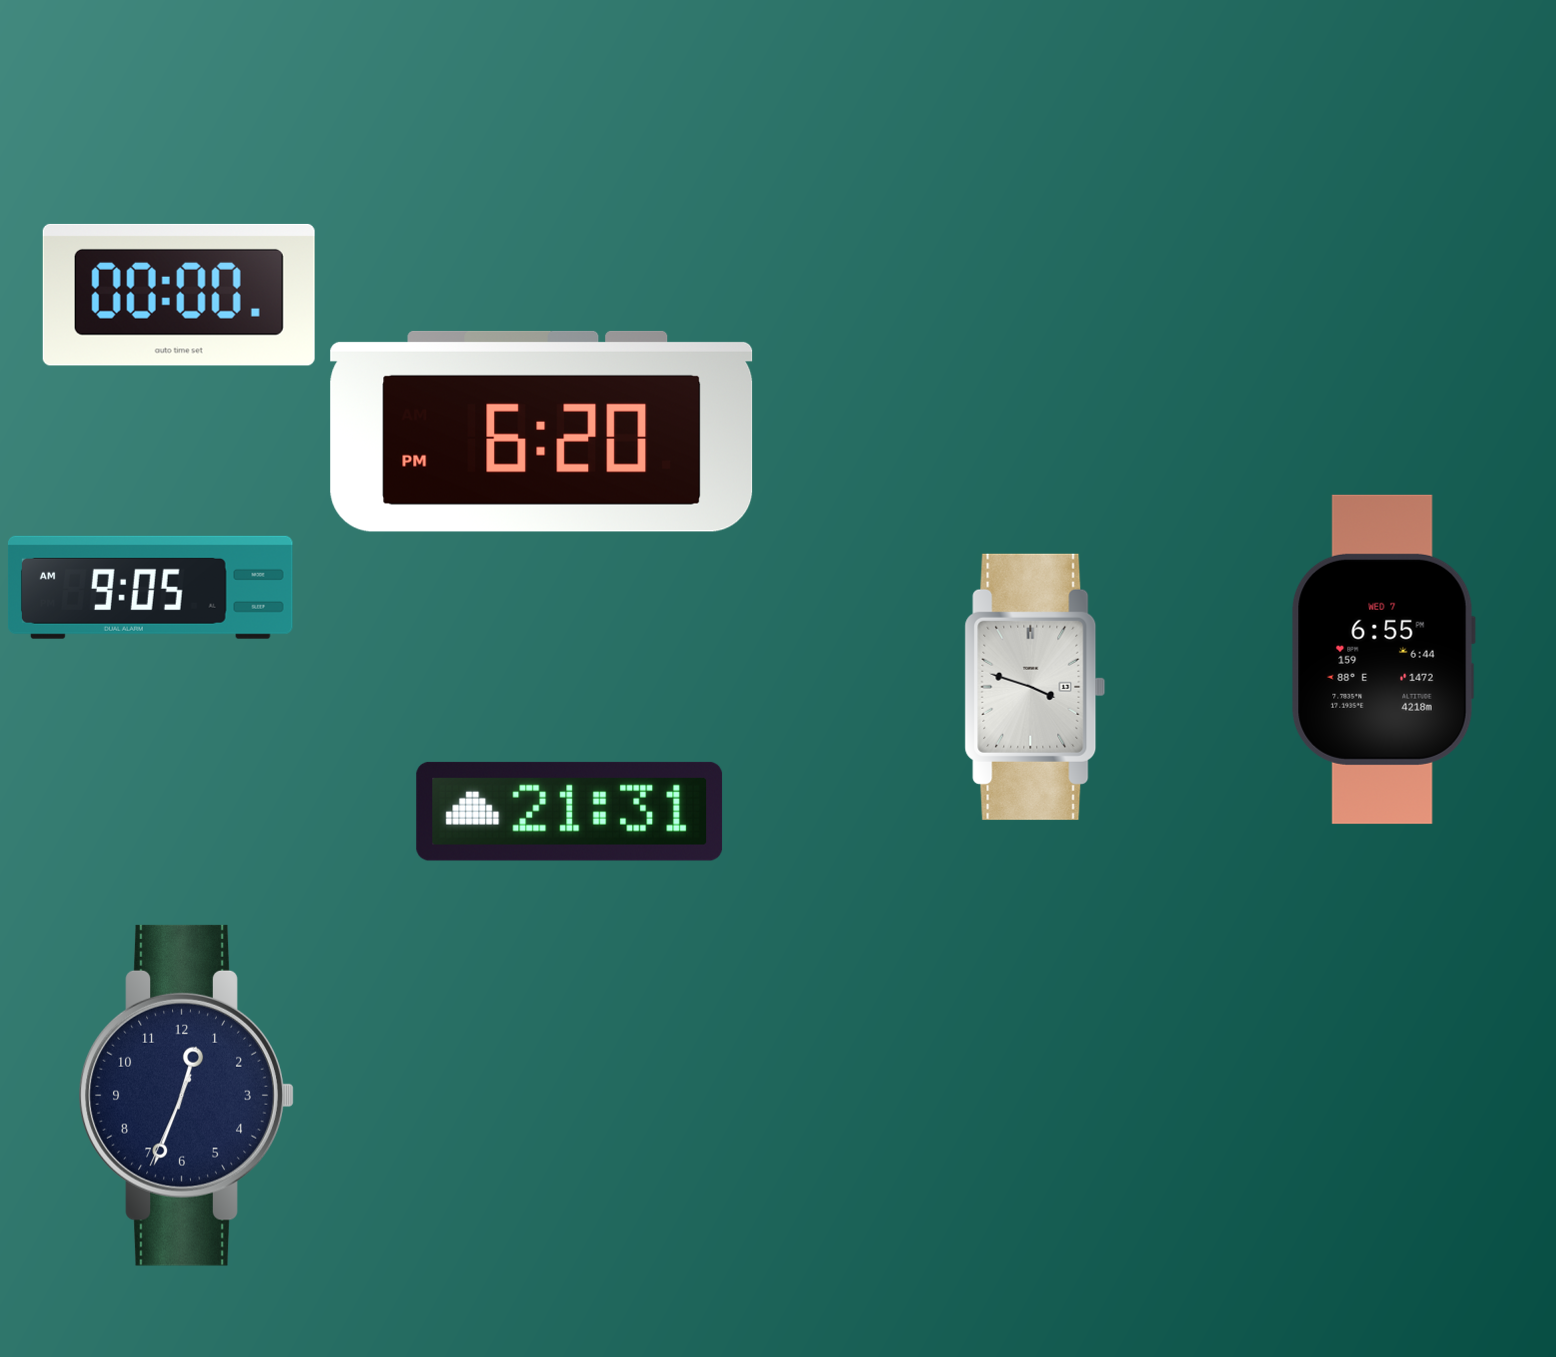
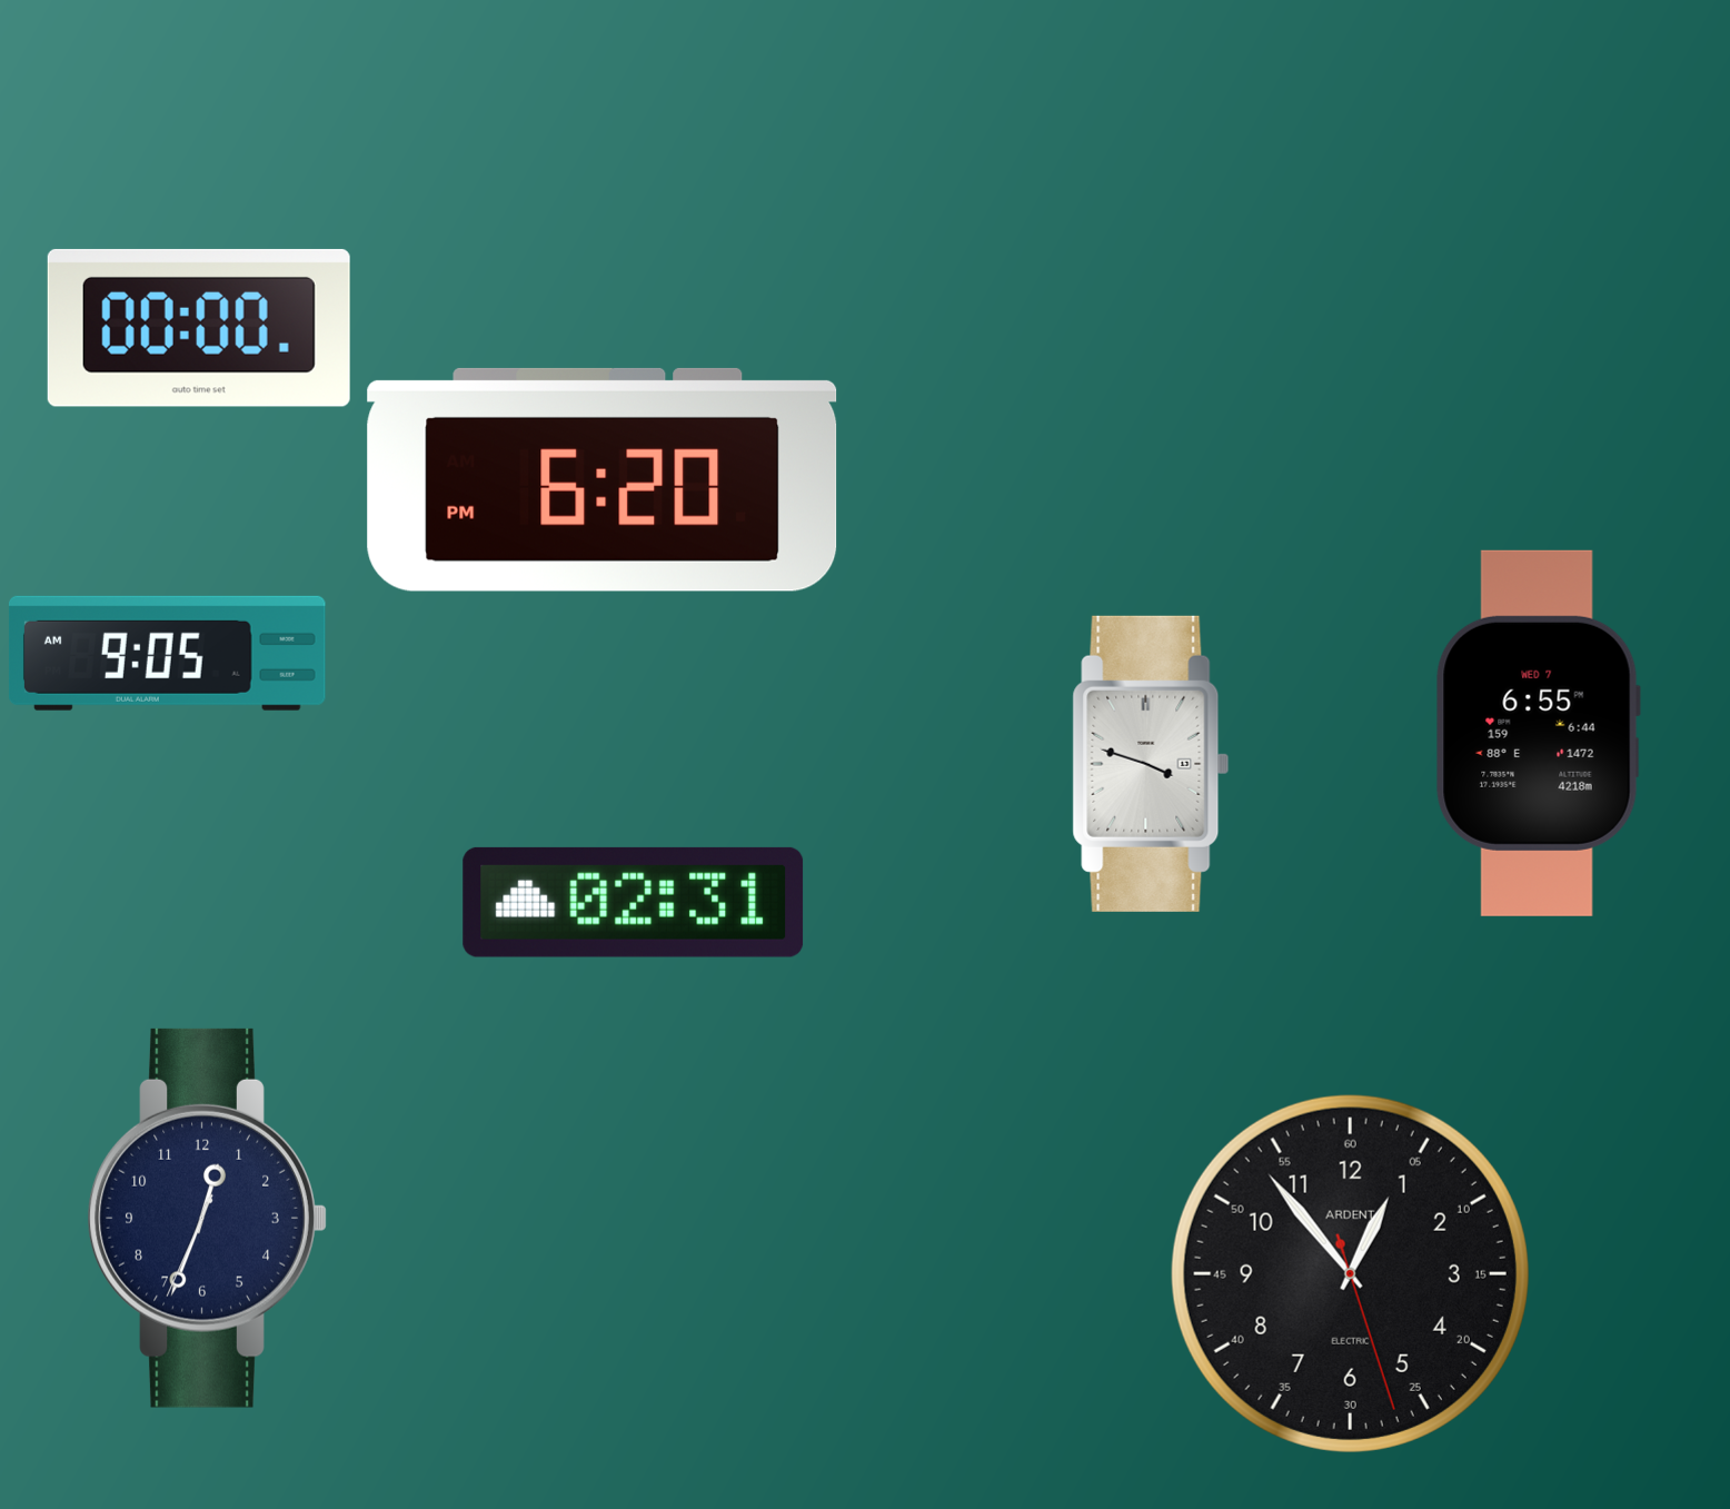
clock at (570, 811): 21:31 -> 02:31
clock at (1350, 1273): none -> 12:53
